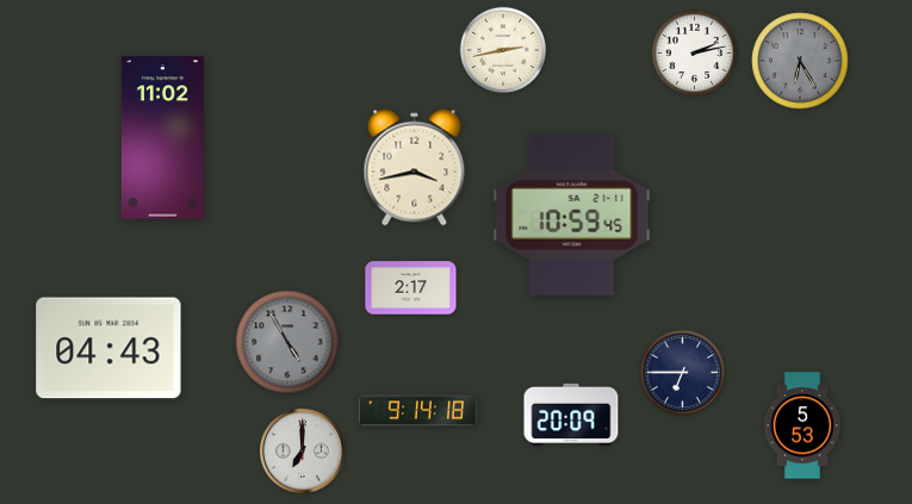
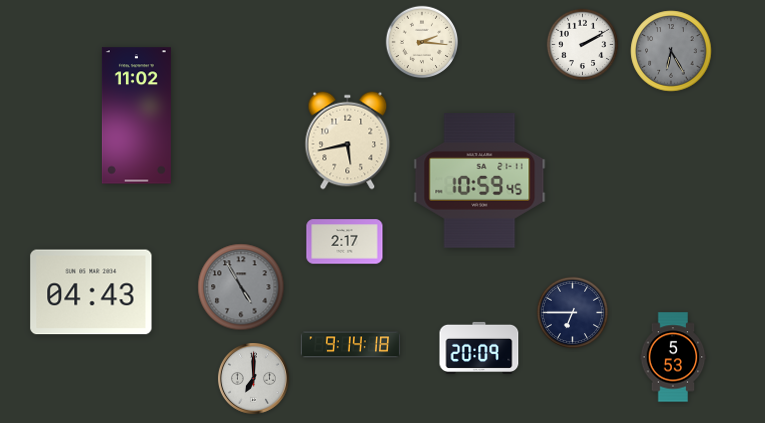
clock at (503, 50): 2:43 -> 2:16
clock at (695, 54): 2:13 -> 2:10
clock at (415, 168): 3:43 -> 5:43
